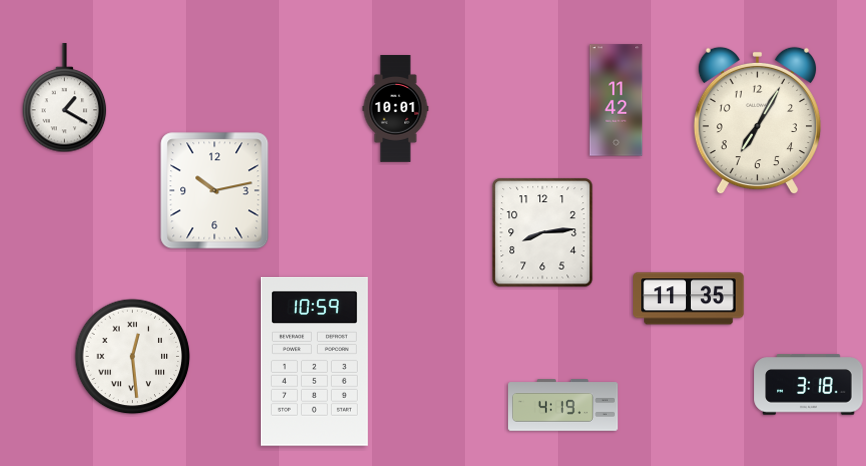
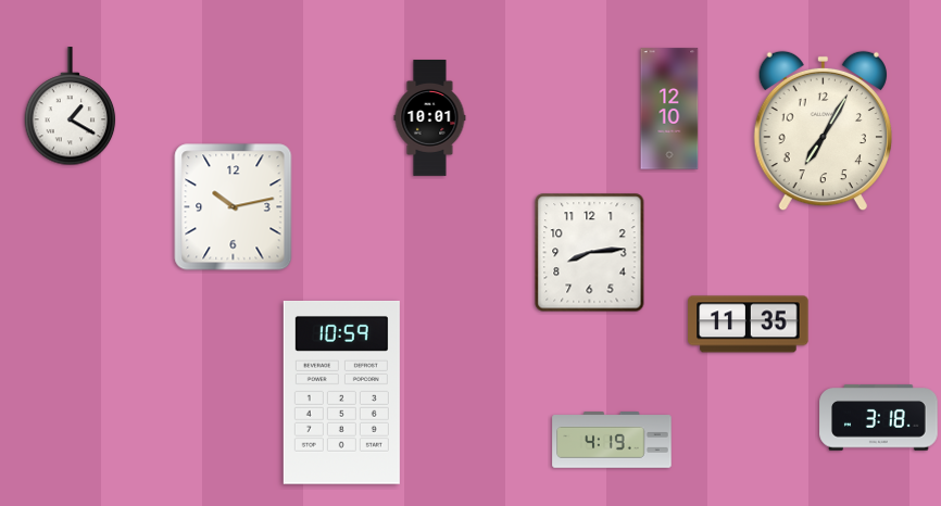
clock at (616, 100): 11:42 -> 12:10
clock at (133, 357): 12:29 -> none
